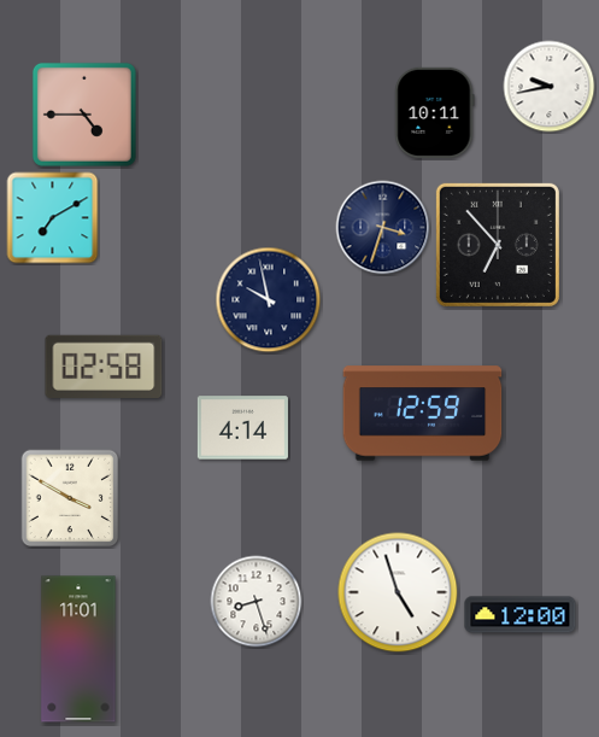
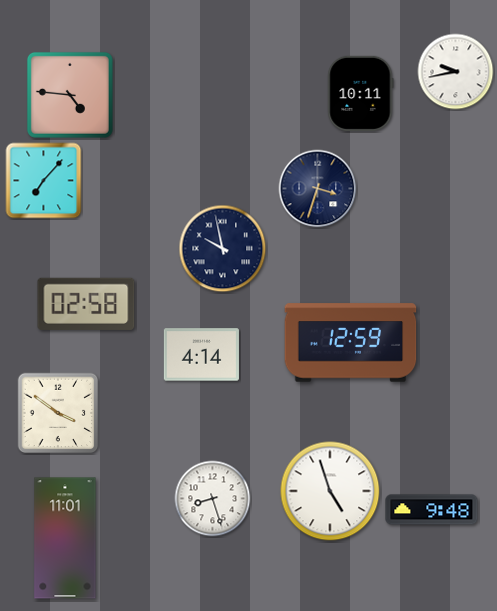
clock at (84, 115): 4:45 -> 4:46
clock at (53, 218): 7:10 -> 7:07
clock at (498, 245): 6:53 -> none
clock at (70, 498): 3:50 -> 3:51
clock at (521, 615): 12:00 -> 9:48
